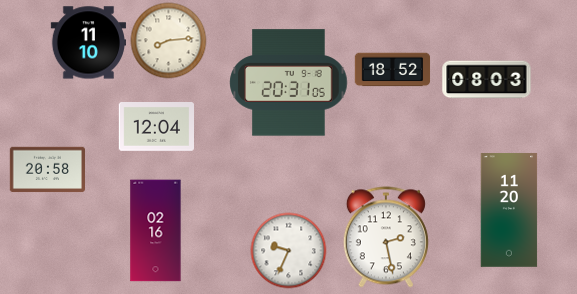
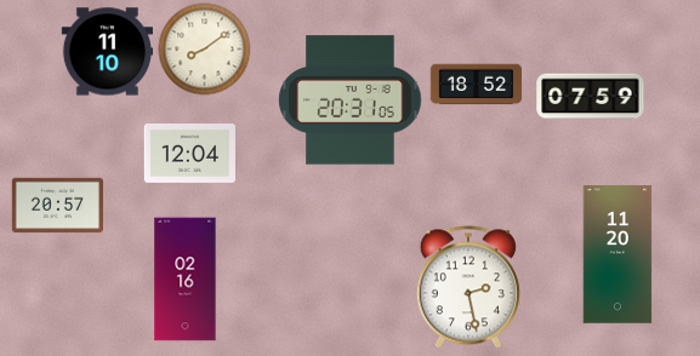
clock at (169, 41): 8:14 -> 8:09
clock at (487, 80): 08:03 -> 07:59
clock at (48, 170): 20:58 -> 20:57
clock at (156, 231) position: (156, 231) -> (186, 280)
clock at (289, 251): 9:34 -> none
